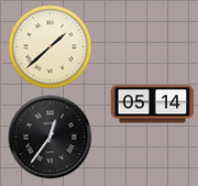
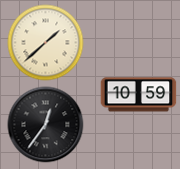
clock at (153, 105): 05:14 -> 10:59
